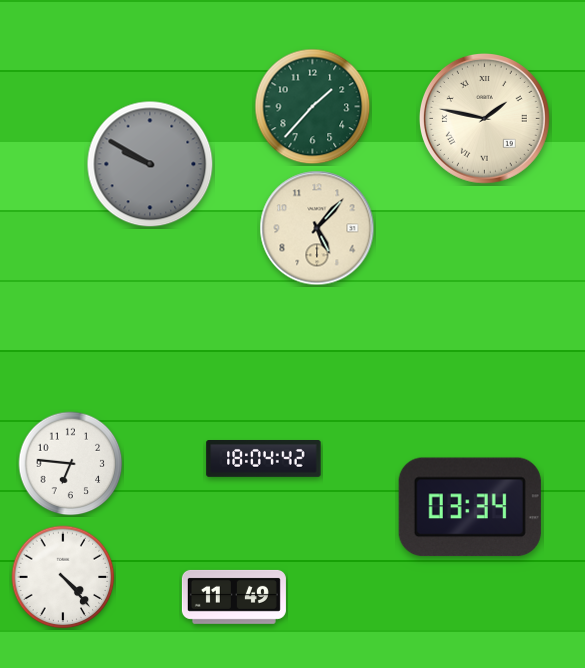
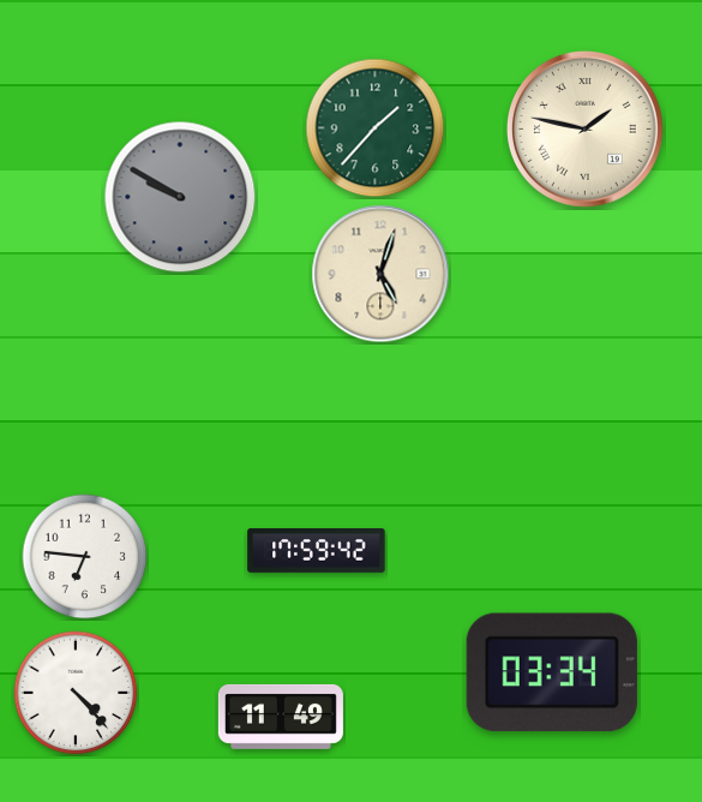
clock at (484, 118) position: (484, 118) -> (584, 128)
clock at (317, 228): 5:07 -> 5:03
clock at (264, 459): 18:04 -> 17:59
clock at (470, 507) position: (470, 507) -> (552, 672)
